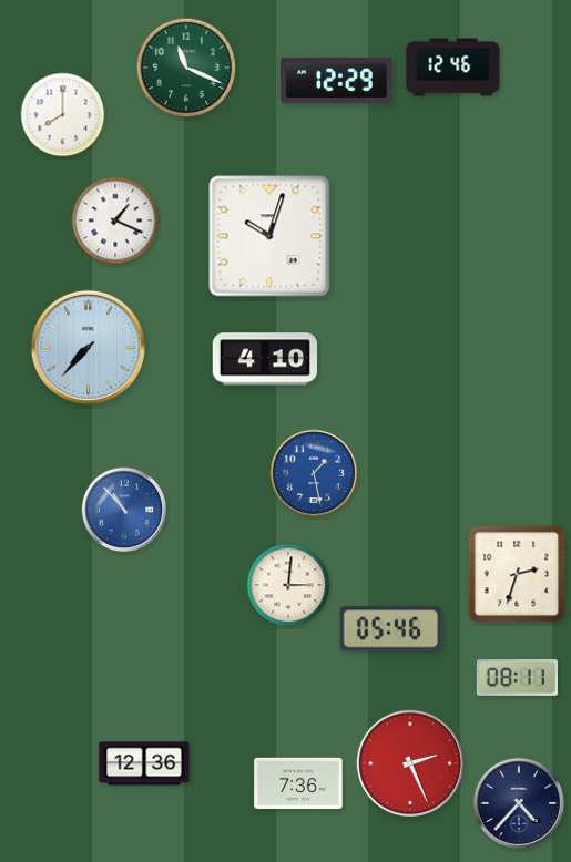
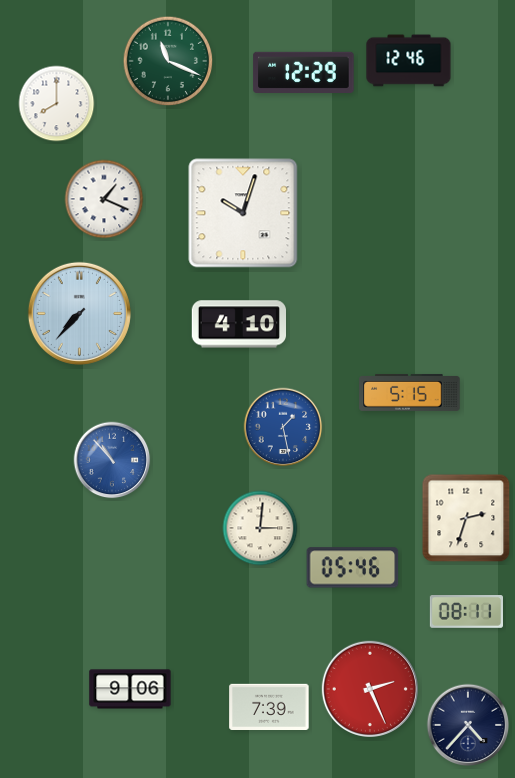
clock at (410, 392): none -> 5:15
clock at (144, 763): 12:36 -> 9:06
clock at (298, 782): 7:36 -> 7:39
